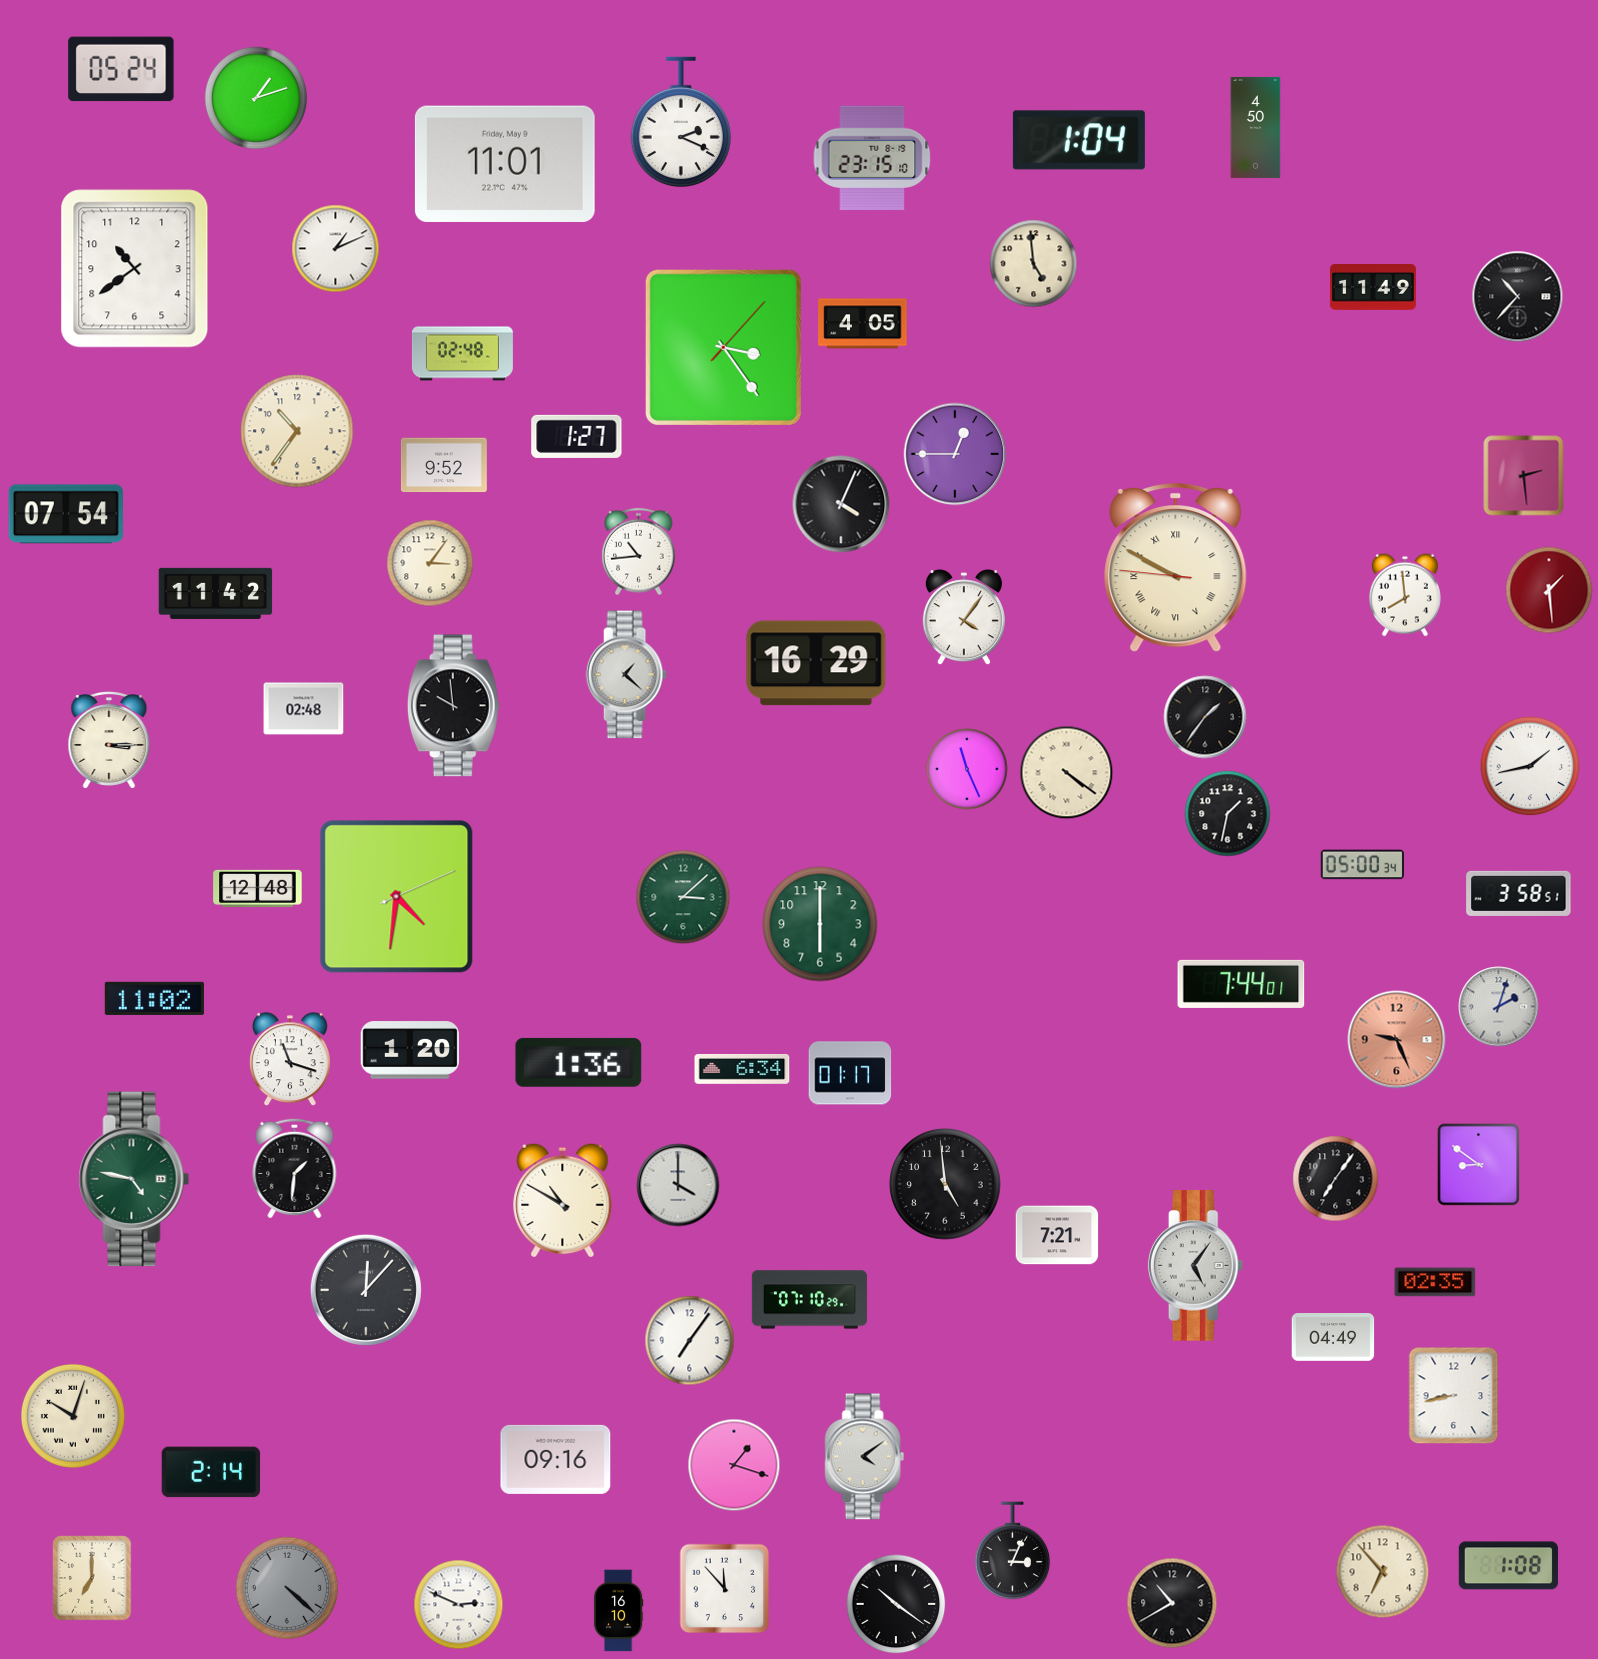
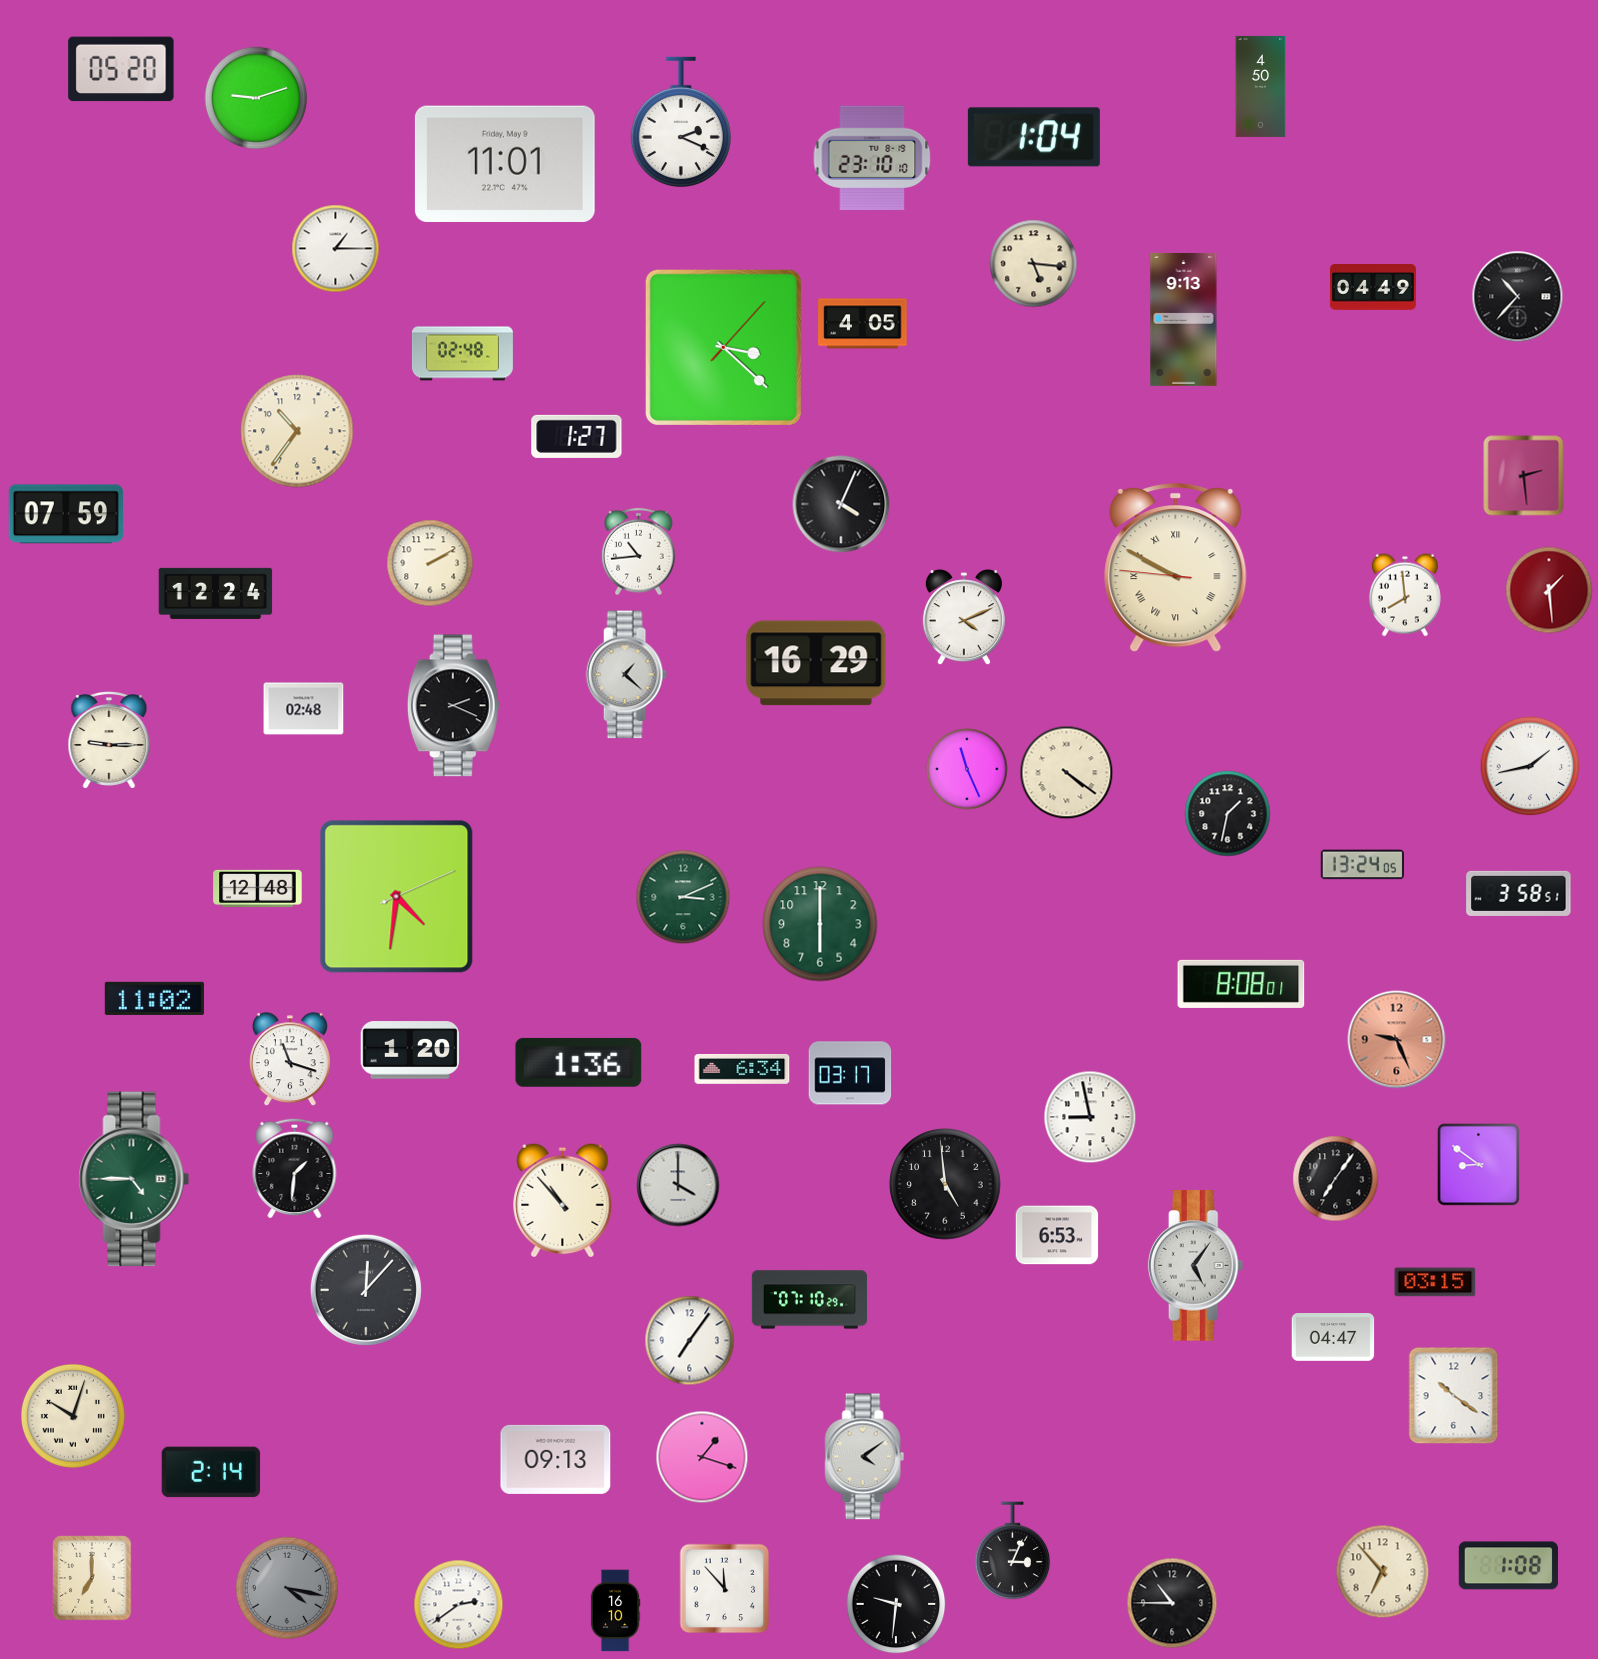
clock at (121, 69): 05:24 -> 05:20
clock at (256, 98): 1:12 -> 9:12
clock at (1256, 127) position: (1256, 127) -> (1261, 86)
clock at (1079, 140) position: (1079, 140) -> (1034, 137)
clock at (872, 158): 23:15 -> 23:10
clock at (336, 249): 1:11 -> 1:15
clock at (1034, 264): 4:59 -> 5:16
clock at (135, 269): 10:39 -> none
clock at (1373, 288): 11:49 -> 04:49
clock at (1184, 319): none -> 9:13
clock at (723, 347): 3:24 -> 3:22
clock at (955, 454): 12:45 -> none
clock at (444, 465): 9:52 -> none
clock at (66, 514): 07:54 -> 07:59
clock at (430, 563): 3:06 -> 2:10
clock at (216, 593): 11:42 -> 12:24
clock at (964, 618): 4:06 -> 4:11
clock at (453, 706): 9:59 -> 2:19
clock at (1205, 717): 1:36 -> none
clock at (109, 741): 3:15 -> 9:15
clock at (1362, 865): 05:00 -> 13:24
clock at (683, 897): 3:08 -> 3:11
clock at (1241, 984): 7:44 -> 8:08
clock at (1499, 1007): 2:03 -> none
clock at (850, 1073): 01:17 -> 03:17
clock at (1090, 1117): none -> 8:58
clock at (134, 1179): 4:47 -> 4:45
clock at (563, 1200): 10:50 -> 10:53
clock at (1057, 1235): 7:21 -> 6:53
clock at (1435, 1282): 02:35 -> 03:15
clock at (1333, 1337): 04:49 -> 04:47
clock at (1454, 1396): 8:43 -> 10:21
clock at (556, 1459): 09:16 -> 09:13
clock at (734, 1465) position: (734, 1465) -> (702, 1457)
clock at (287, 1588): 4:22 -> 4:17
clock at (1172, 1603): 10:40 -> 10:45
clock at (896, 1604): 10:21 -> 9:31
clock at (459, 1605): 2:49 -> 2:39
clock at (618, 1611) position: (618, 1611) -> (615, 1611)
